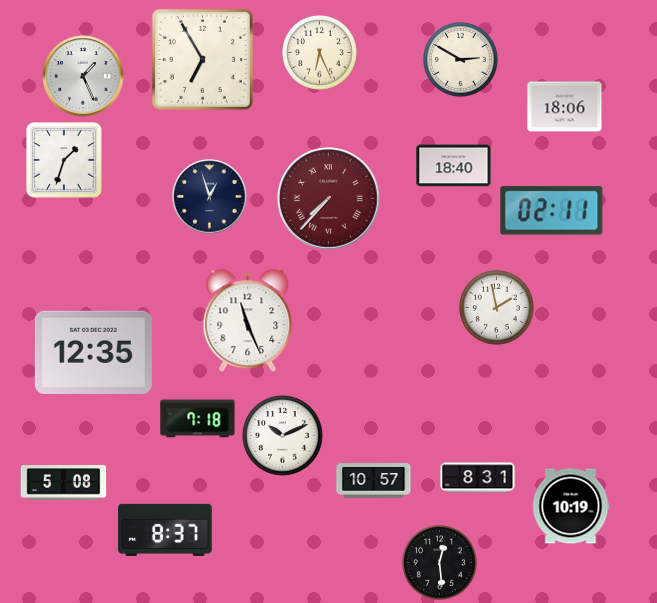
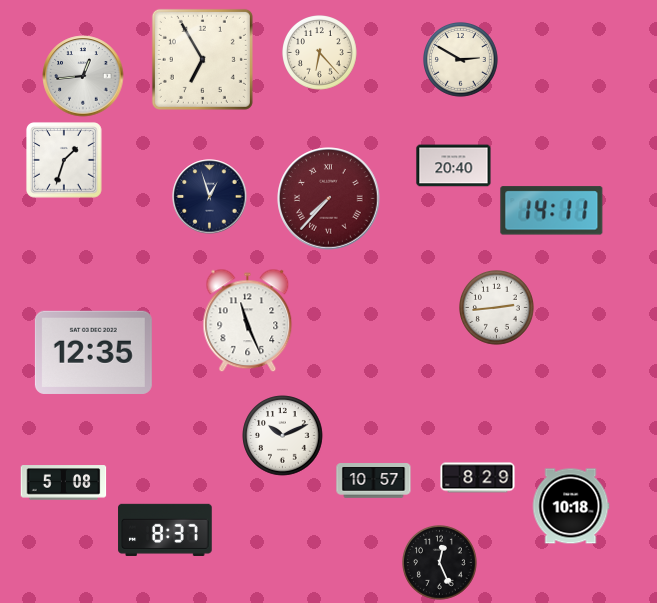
clock at (320, 53): 6:26 -> 6:23
clock at (83, 76): 1:26 -> 12:44
clock at (565, 107): 18:06 -> none
clock at (454, 166): 18:40 -> 20:40
clock at (552, 211): 02:11 -> 14:11
clock at (497, 308): 1:58 -> 2:44
clock at (198, 419): 7:18 -> none
clock at (478, 478): 8:31 -> 8:29
clock at (571, 506): 10:19 -> 10:18
clock at (440, 563): 12:29 -> 12:26
